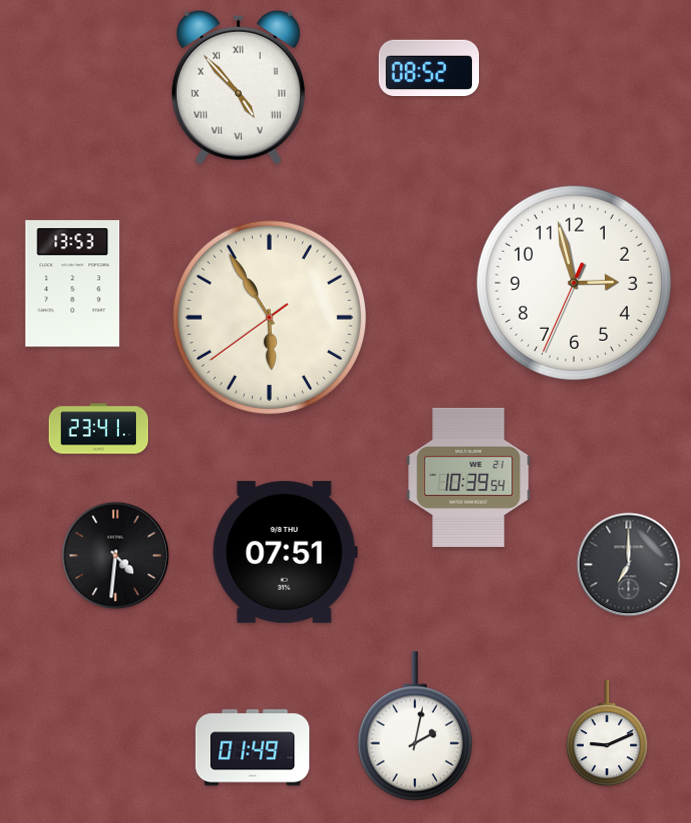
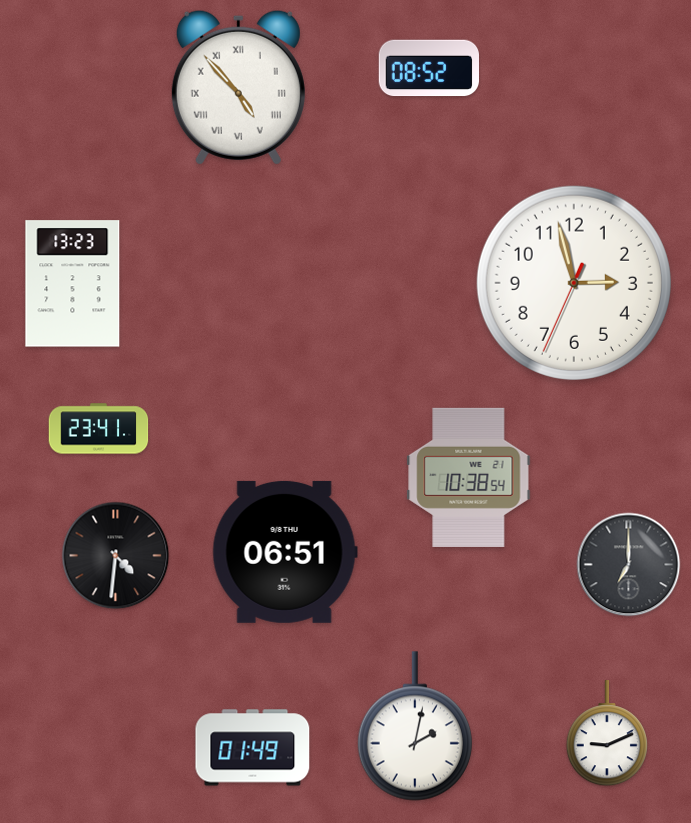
clock at (73, 284): 13:53 -> 13:23
clock at (269, 317): 5:54 -> none
clock at (469, 477): 10:39 -> 10:38
clock at (285, 552): 07:51 -> 06:51
